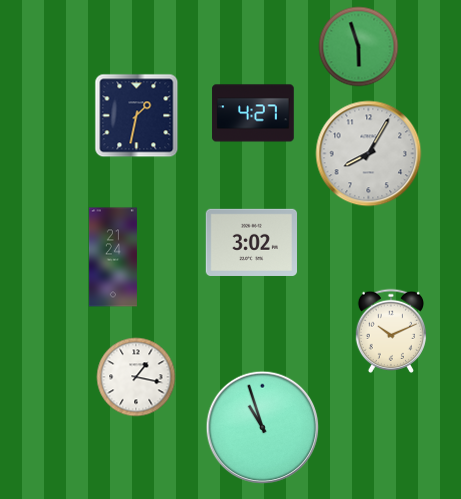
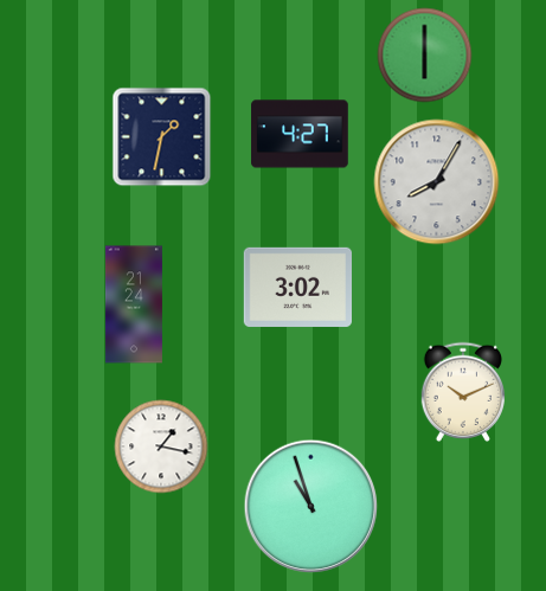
clock at (359, 47): 5:57 -> 6:00
